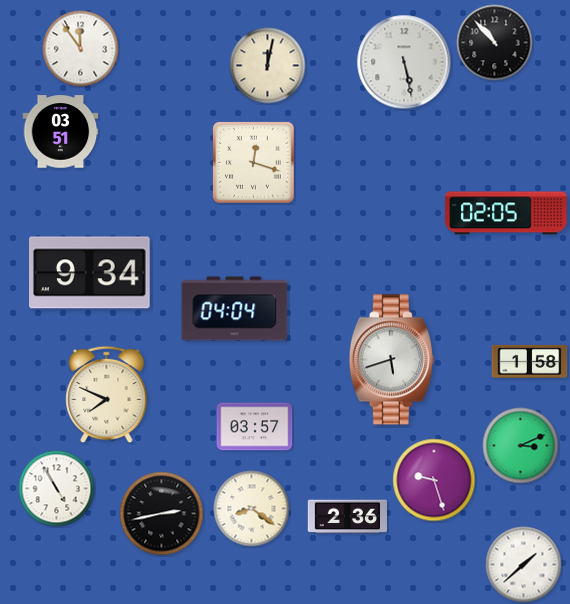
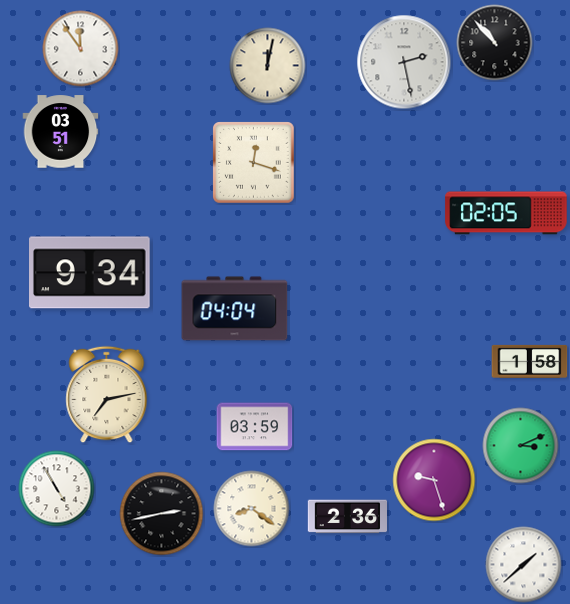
clock at (404, 62): 5:28 -> 2:28
clock at (391, 360): 5:42 -> none
clock at (107, 395): 7:49 -> 7:13
clock at (255, 427): 03:57 -> 03:59
